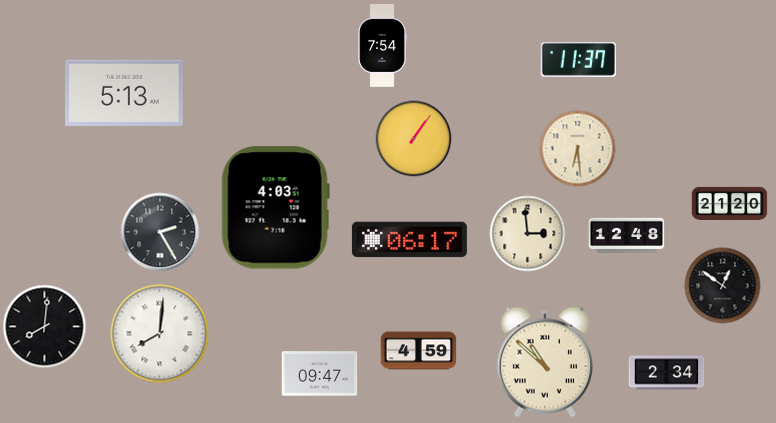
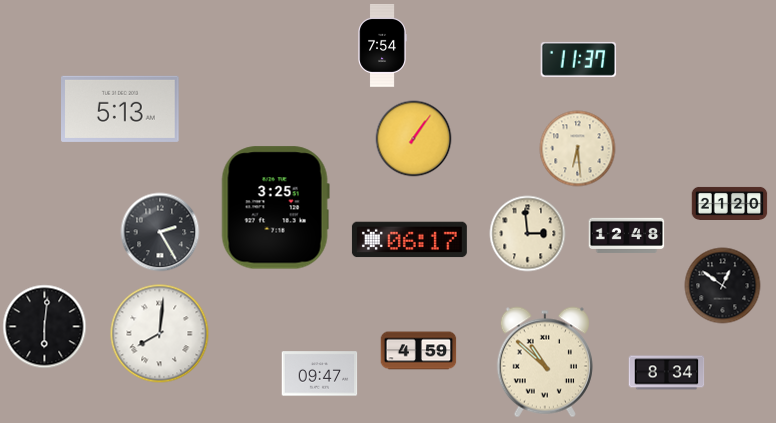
clock at (125, 93) position: (125, 93) -> (121, 109)
clock at (275, 208): 4:03 -> 3:25
clock at (45, 327): 8:01 -> 6:01
clock at (667, 373): 2:34 -> 8:34
